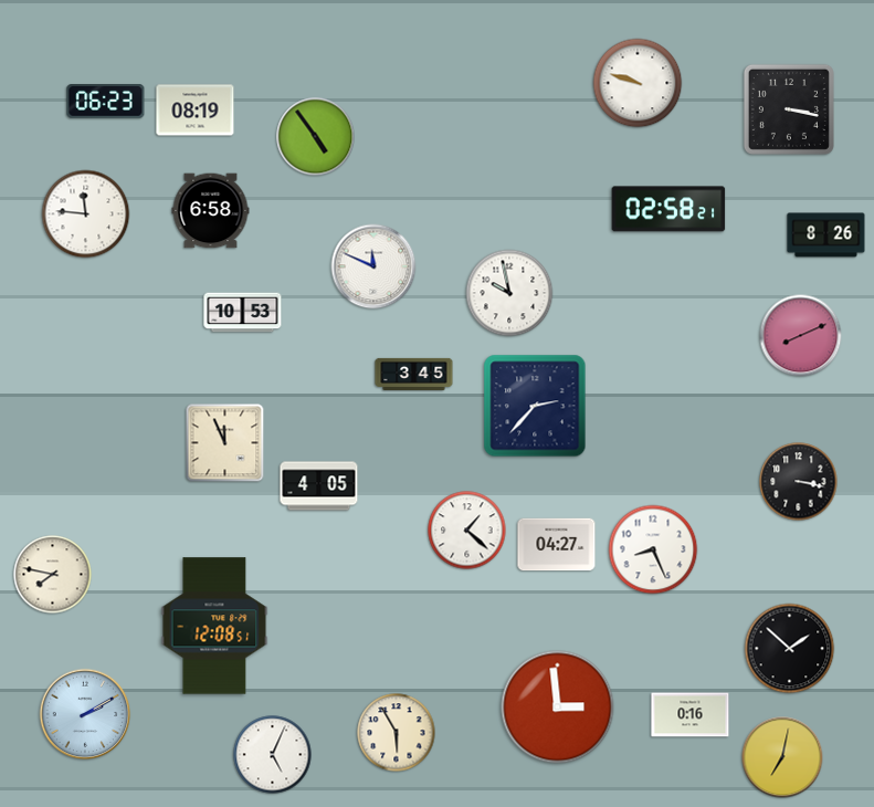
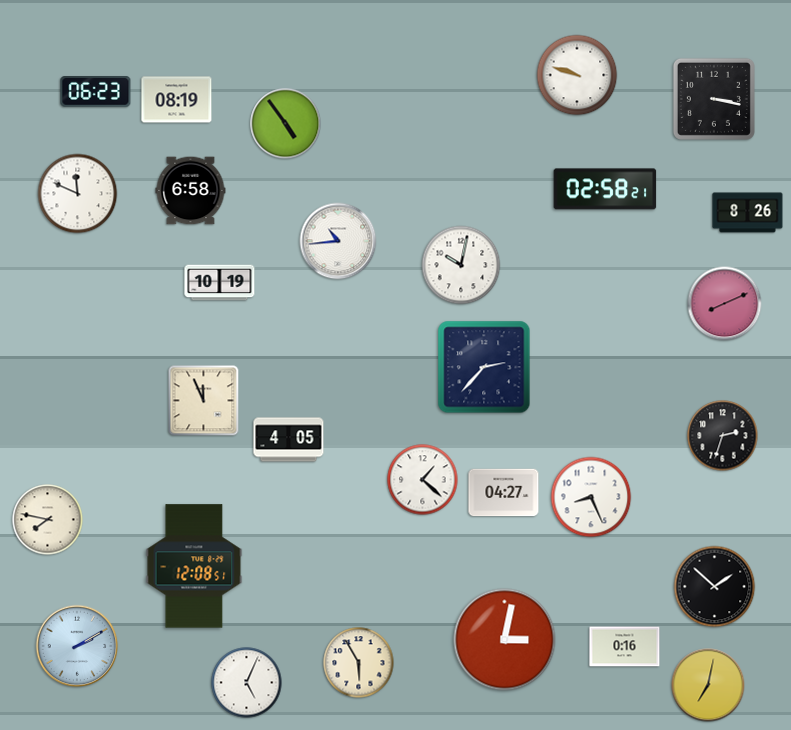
clock at (86, 214): 11:46 -> 11:49
clock at (373, 266): 11:49 -> 10:44
clock at (509, 293): 9:58 -> 10:02
clock at (243, 313): 10:53 -> 10:19
clock at (414, 374): 3:45 -> none
clock at (799, 482): 3:17 -> 2:33
clock at (558, 708): 2:59 -> 3:02
